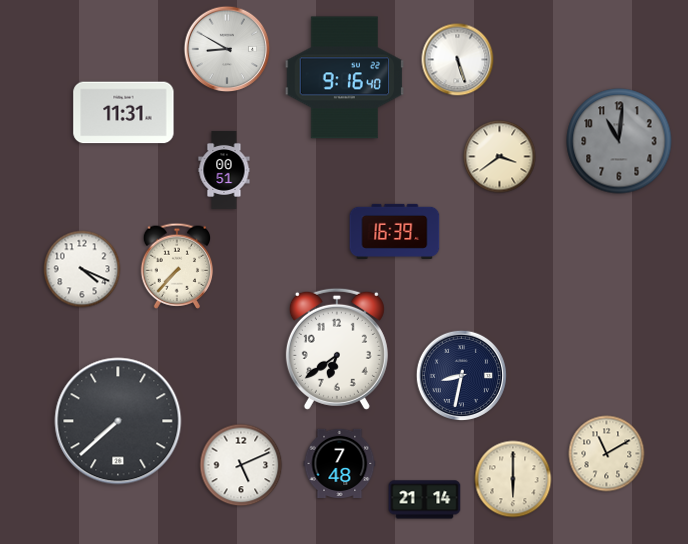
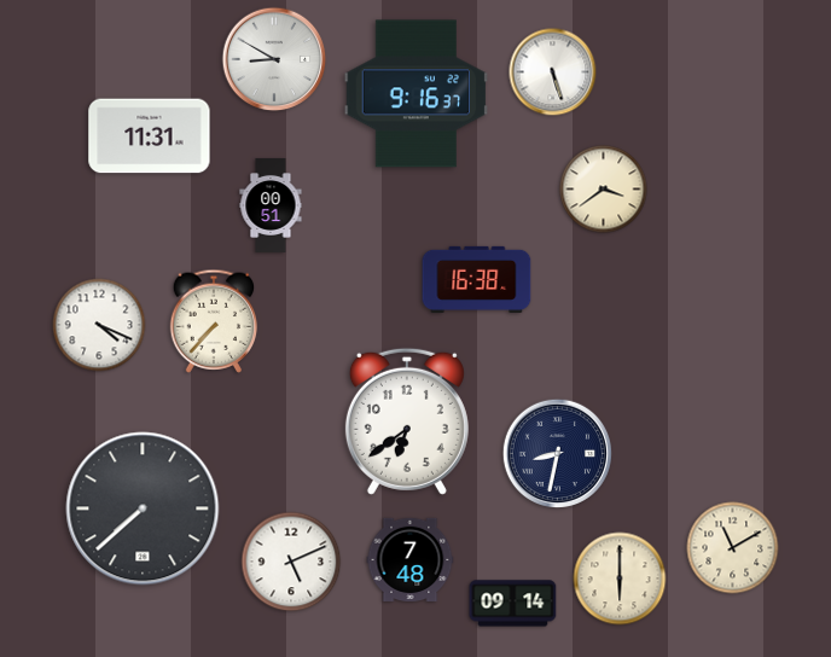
clock at (345, 78): 9:16:40 -> 9:16:37
clock at (619, 141): 11:01 -> none
clock at (395, 231): 16:39 -> 16:38
clock at (425, 500): 21:14 -> 09:14
